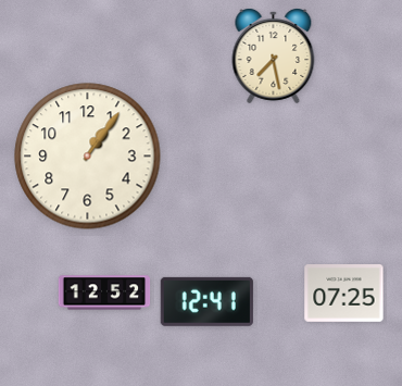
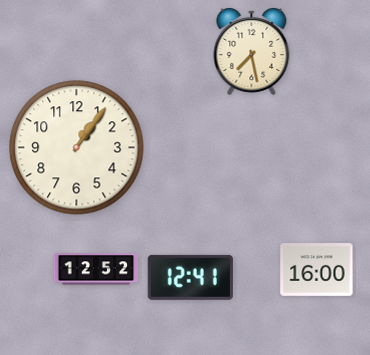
clock at (88, 157) position: (88, 157) -> (77, 148)
clock at (344, 294): 07:25 -> 16:00
